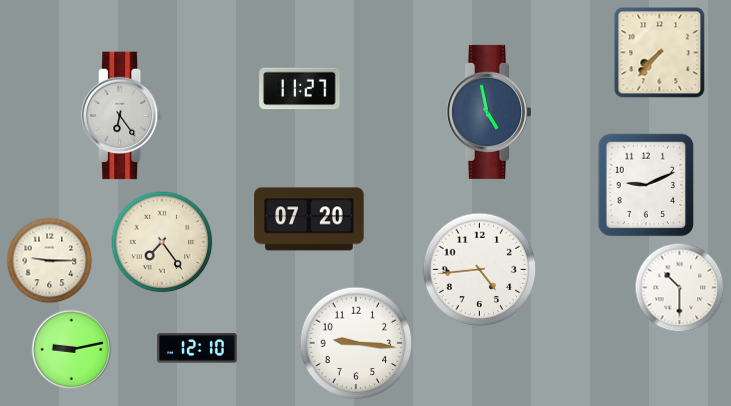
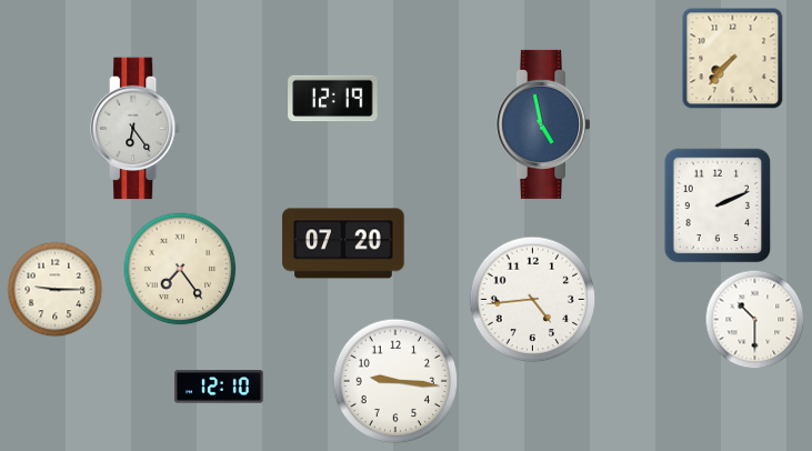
clock at (300, 89): 11:27 -> 12:19
clock at (646, 185): 9:11 -> 2:11
clock at (72, 350): 9:13 -> none
